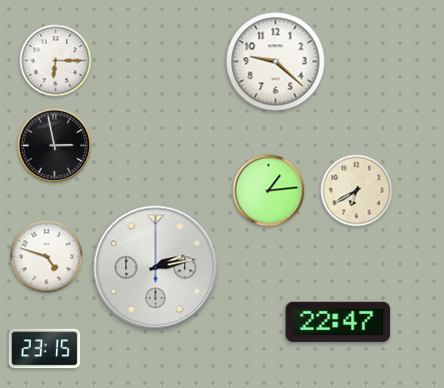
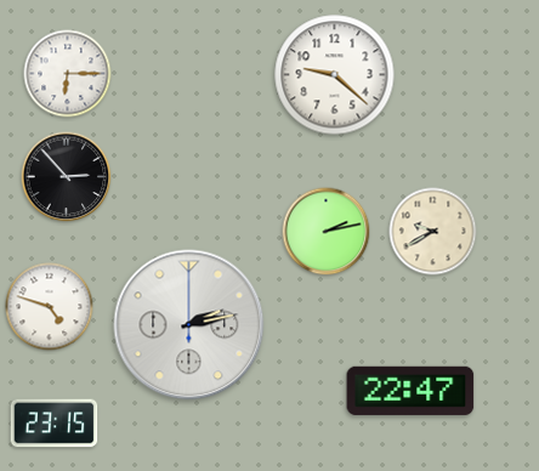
clock at (55, 146): 2:58 -> 2:53
clock at (269, 191): 1:14 -> 2:13
clock at (357, 191): 6:40 -> 9:40
clock at (47, 257) position: (47, 257) -> (50, 307)
